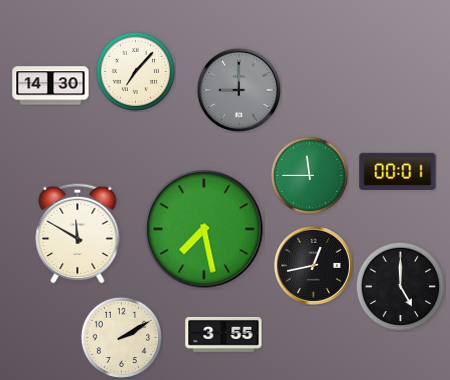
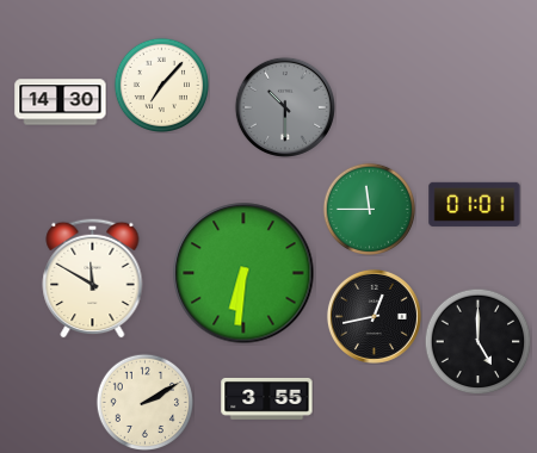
clock at (239, 90): 9:00 -> 10:30
clock at (398, 171): 00:01 -> 01:01
clock at (204, 229): 7:28 -> 6:31
